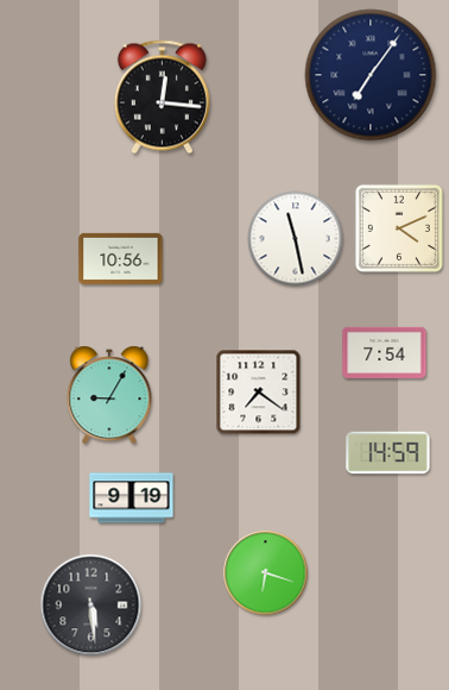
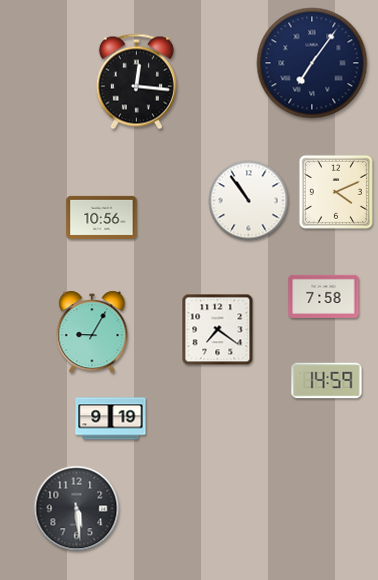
clock at (296, 239): 11:28 -> 10:54
clock at (385, 352): 7:54 -> 7:58
clock at (266, 573): 6:18 -> none
